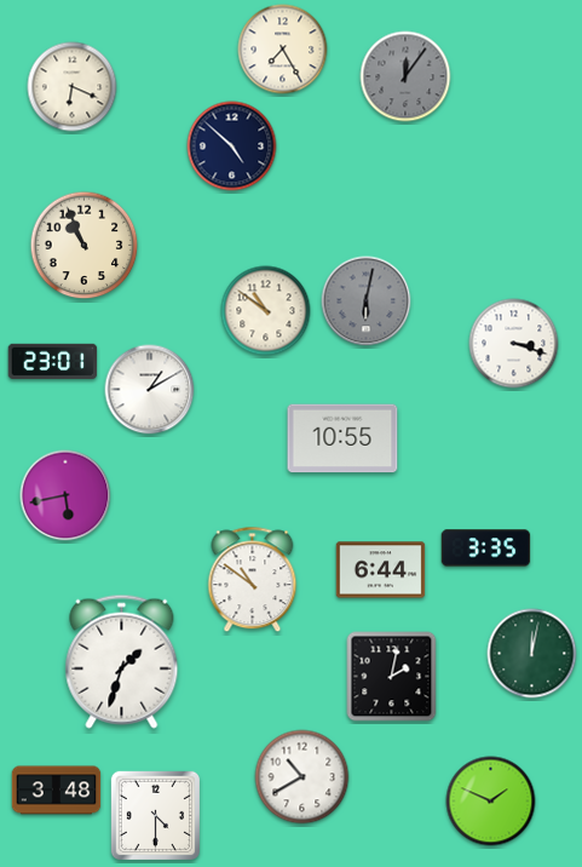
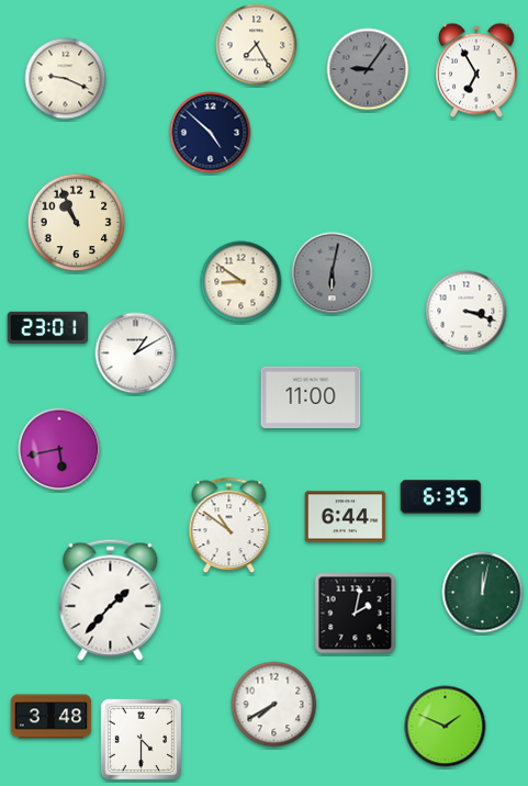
clock at (405, 76): 12:06 -> 9:06
clock at (476, 70): none -> 6:55
clock at (73, 87): 6:19 -> 9:19
clock at (266, 311): 10:51 -> 8:51
clock at (342, 438): 10:55 -> 11:00
clock at (486, 549): 3:35 -> 6:35
clock at (122, 661): 1:33 -> 1:37
clock at (302, 777): 10:40 -> 7:40
